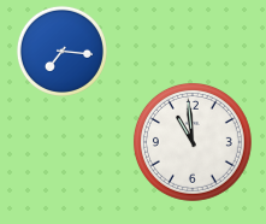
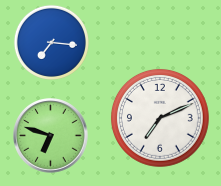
clock at (193, 142): 10:59 -> 7:11
clock at (51, 136): none -> 6:48
